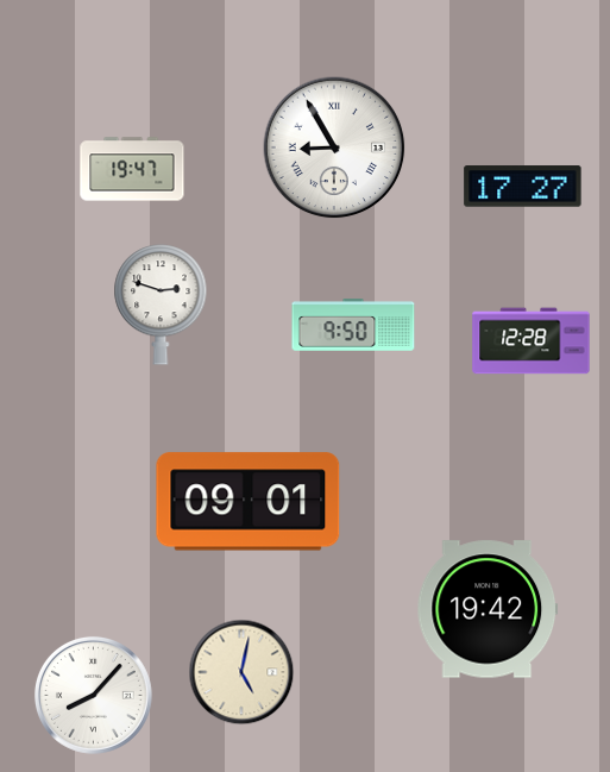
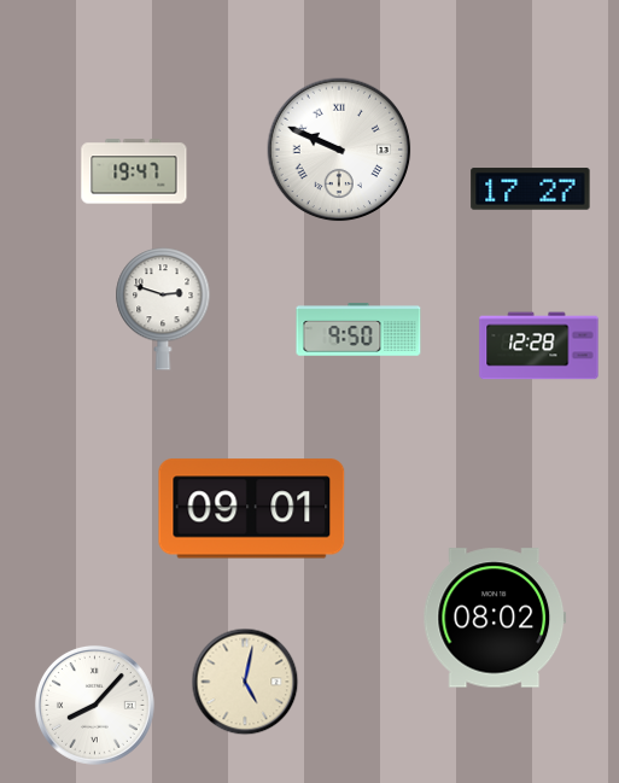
clock at (334, 148): 8:55 -> 9:49
clock at (488, 609): 19:42 -> 08:02
